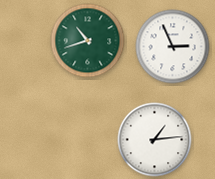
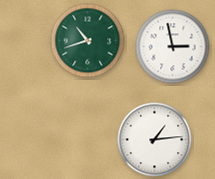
clock at (173, 47): 2:56 -> 2:58
